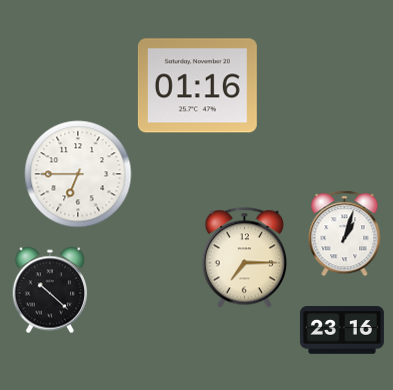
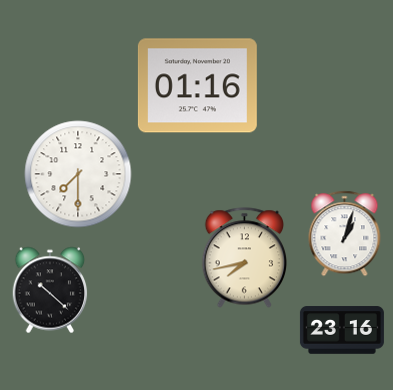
clock at (78, 174): 6:45 -> 7:30
clock at (244, 258): 7:15 -> 7:43
